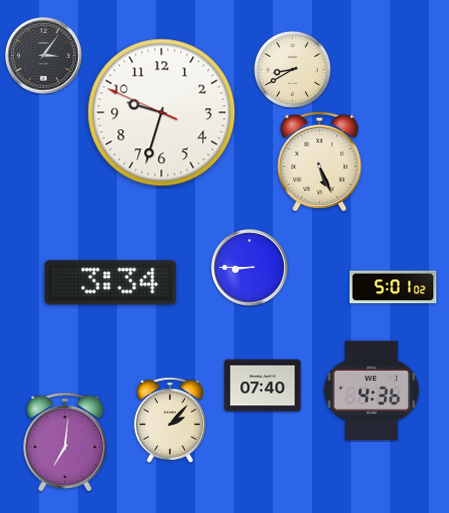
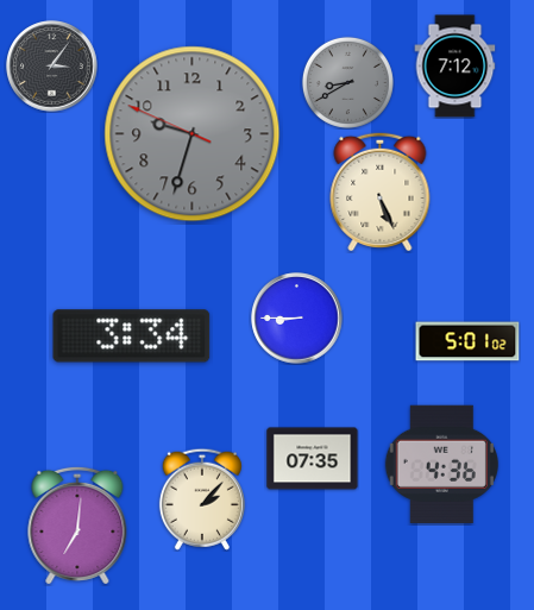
clock at (456, 67): none -> 7:12
clock at (292, 69) dial: cream -> grey
clock at (162, 113) dial: white -> grey
clock at (263, 386): 07:40 -> 07:35
